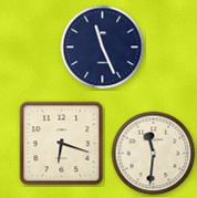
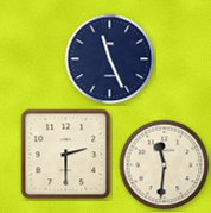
clock at (103, 48) position: (103, 48) -> (110, 59)
clock at (62, 144): 6:18 -> 2:30
